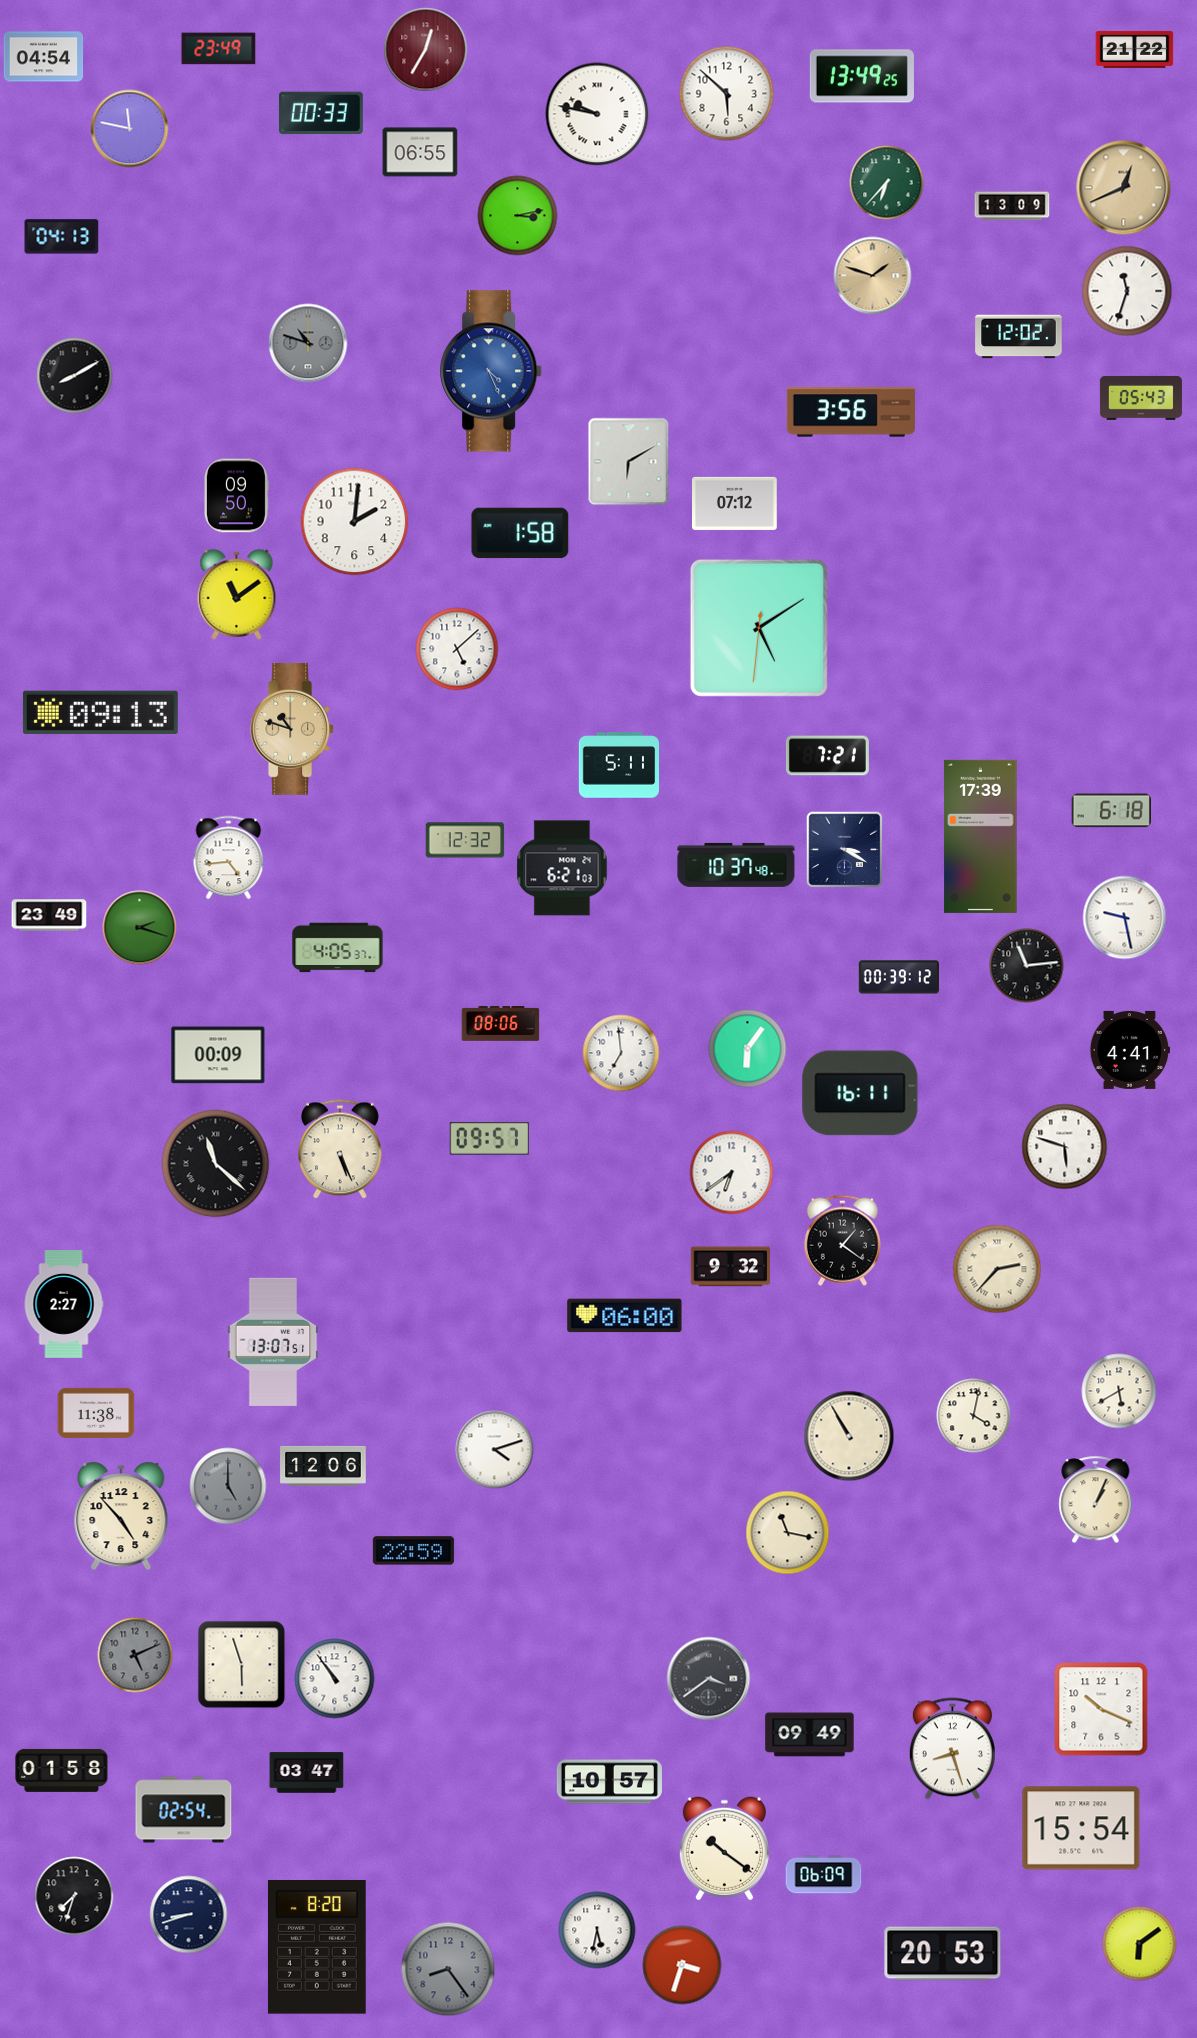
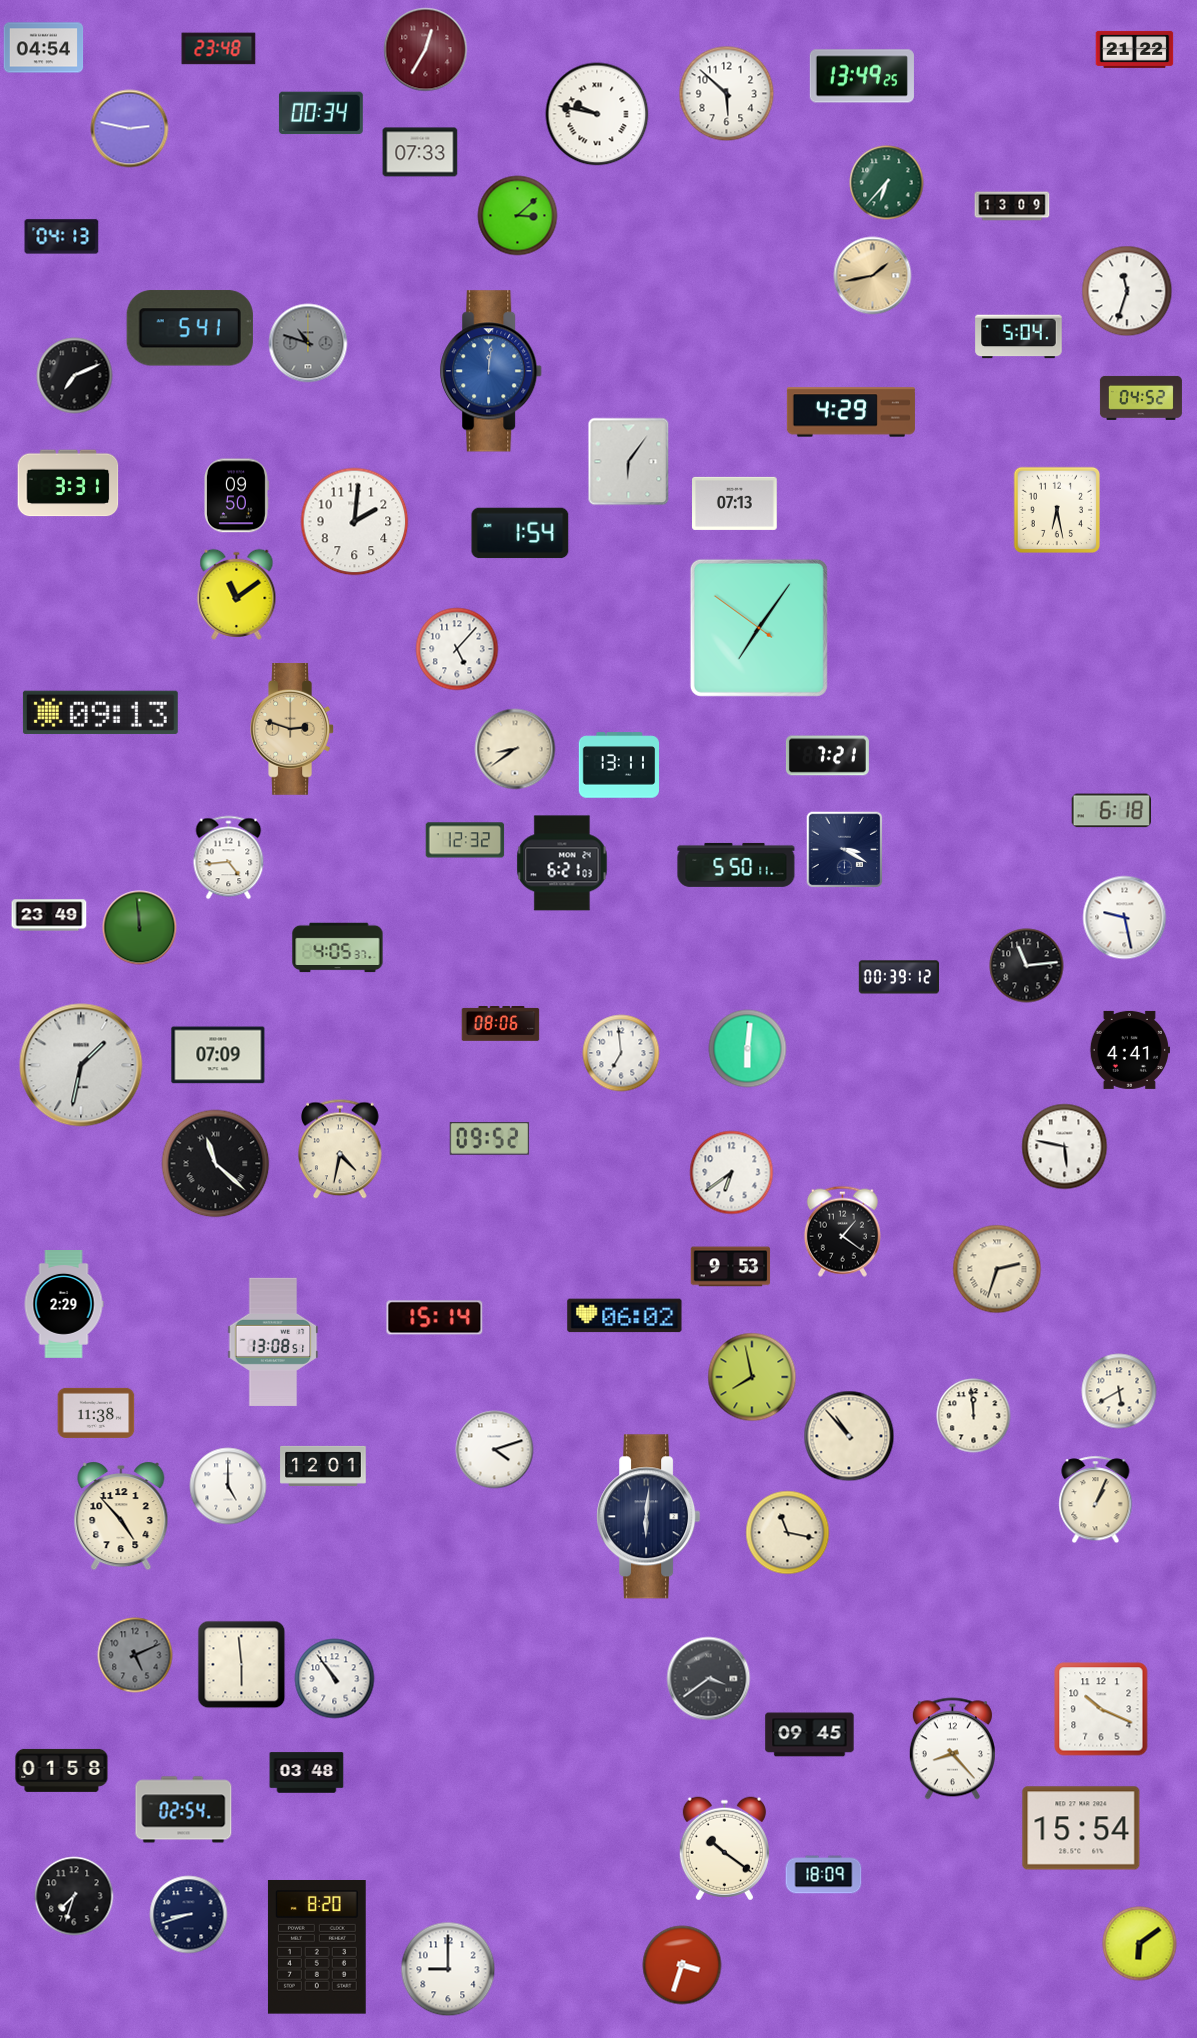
clock at (219, 49): 23:49 -> 23:48
clock at (44, 57) position: (44, 57) -> (44, 48)
clock at (321, 113): 00:33 -> 00:34
clock at (130, 129): 11:47 -> 2:47
clock at (420, 152): 06:55 -> 07:33
clock at (1124, 188): 12:41 -> none
clock at (518, 216): 3:13 -> 3:08
clock at (873, 276): 1:48 -> 1:43
clock at (190, 328): none -> 5:41
clock at (1019, 337): 12:02 -> 5:04
clock at (492, 371): 4:26 -> 12:01
clock at (75, 376): 8:10 -> 7:11
clock at (1141, 398): 05:43 -> 04:52
clock at (851, 412): 3:56 -> 4:29
clock at (629, 462): 6:10 -> 6:06
clock at (68, 483): none -> 3:31
clock at (735, 503): 07:12 -> 07:13
clock at (1056, 509): none -> 6:28
clock at (520, 533): 1:58 -> 1:54
clock at (759, 628): 5:09 -> 7:05
clock at (457, 649): 5:08 -> 5:07
clock at (292, 729): 10:48 -> 2:48
clock at (515, 749): none -> 8:39
clock at (618, 765): 5:11 -> 13:11
clock at (981, 836): 17:39 -> none
clock at (736, 865): 10:37 -> 5:50
clock at (562, 868) position: (562, 868) -> (562, 863)
clock at (140, 928): 2:18 -> 11:59
clock at (748, 1049): 6:06 -> 6:01
clock at (218, 1055): 00:09 -> 07:09
clock at (81, 1065): none -> 1:32
clock at (860, 1093): 16:11 -> none
clock at (489, 1139): 09:57 -> 09:52
clock at (1065, 1147): 5:48 -> 5:47
clock at (341, 1149): 5:26 -> 4:32
clock at (842, 1240) position: (842, 1240) -> (842, 1231)
clock at (731, 1267): 9:32 -> 9:53
clock at (997, 1269): 2:37 -> 2:33
clock at (64, 1305): 2:27 -> 2:29
clock at (625, 1316): 06:00 -> 06:02
clock at (435, 1318): none -> 15:14
clock at (273, 1342): 13:07 -> 13:08
clock at (752, 1377): none -> 7:58
clock at (974, 1416): 4:02 -> 11:59
clock at (849, 1436): 10:55 -> 10:53
clock at (323, 1466): 12:06 -> 12:01
clock at (228, 1486) dial: grey -> white
clock at (649, 1517): none -> 6:01
clock at (413, 1551): 22:59 -> none
clock at (242, 1665): 5:57 -> 5:59
clock at (810, 1735): 09:49 -> 09:45
clock at (952, 1749): 8:27 -> 8:23
clock at (307, 1773): 03:47 -> 03:48
clock at (609, 1782): 10:57 -> none
clock at (824, 1875): 06:09 -> 18:09
clock at (597, 1930): 5:32 -> none
clock at (943, 1954): 20:53 -> none
clock at (448, 1969): 8:24 -> 9:00
clock at (448, 1969) dial: grey -> white
